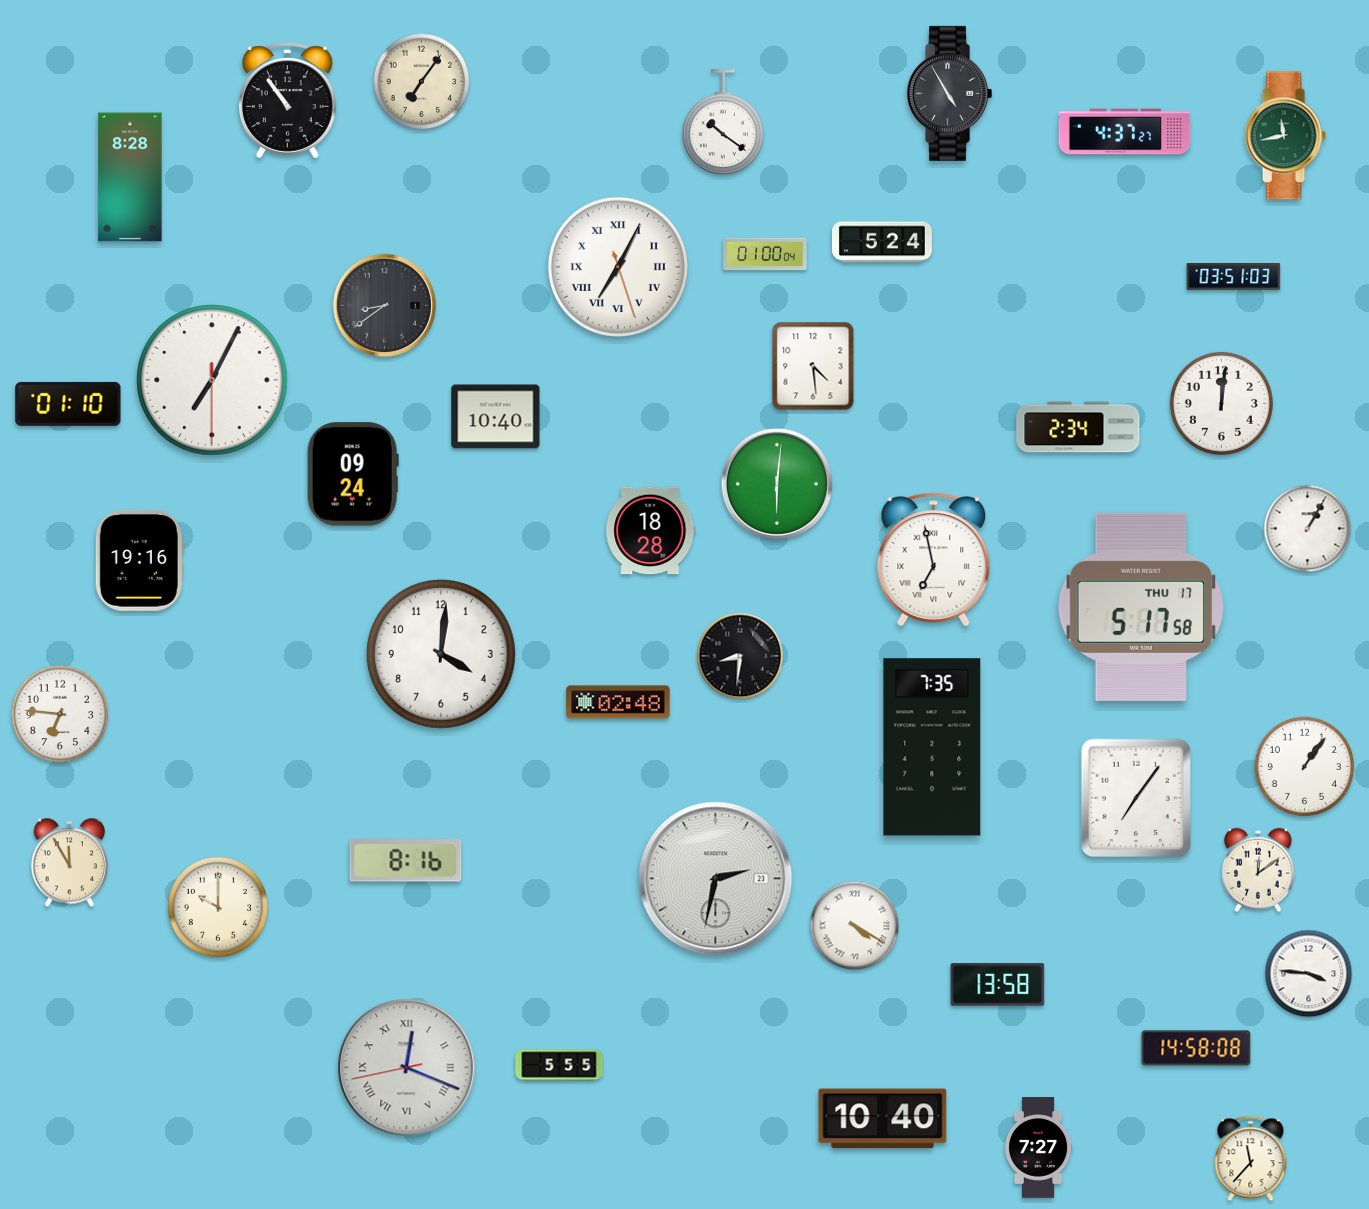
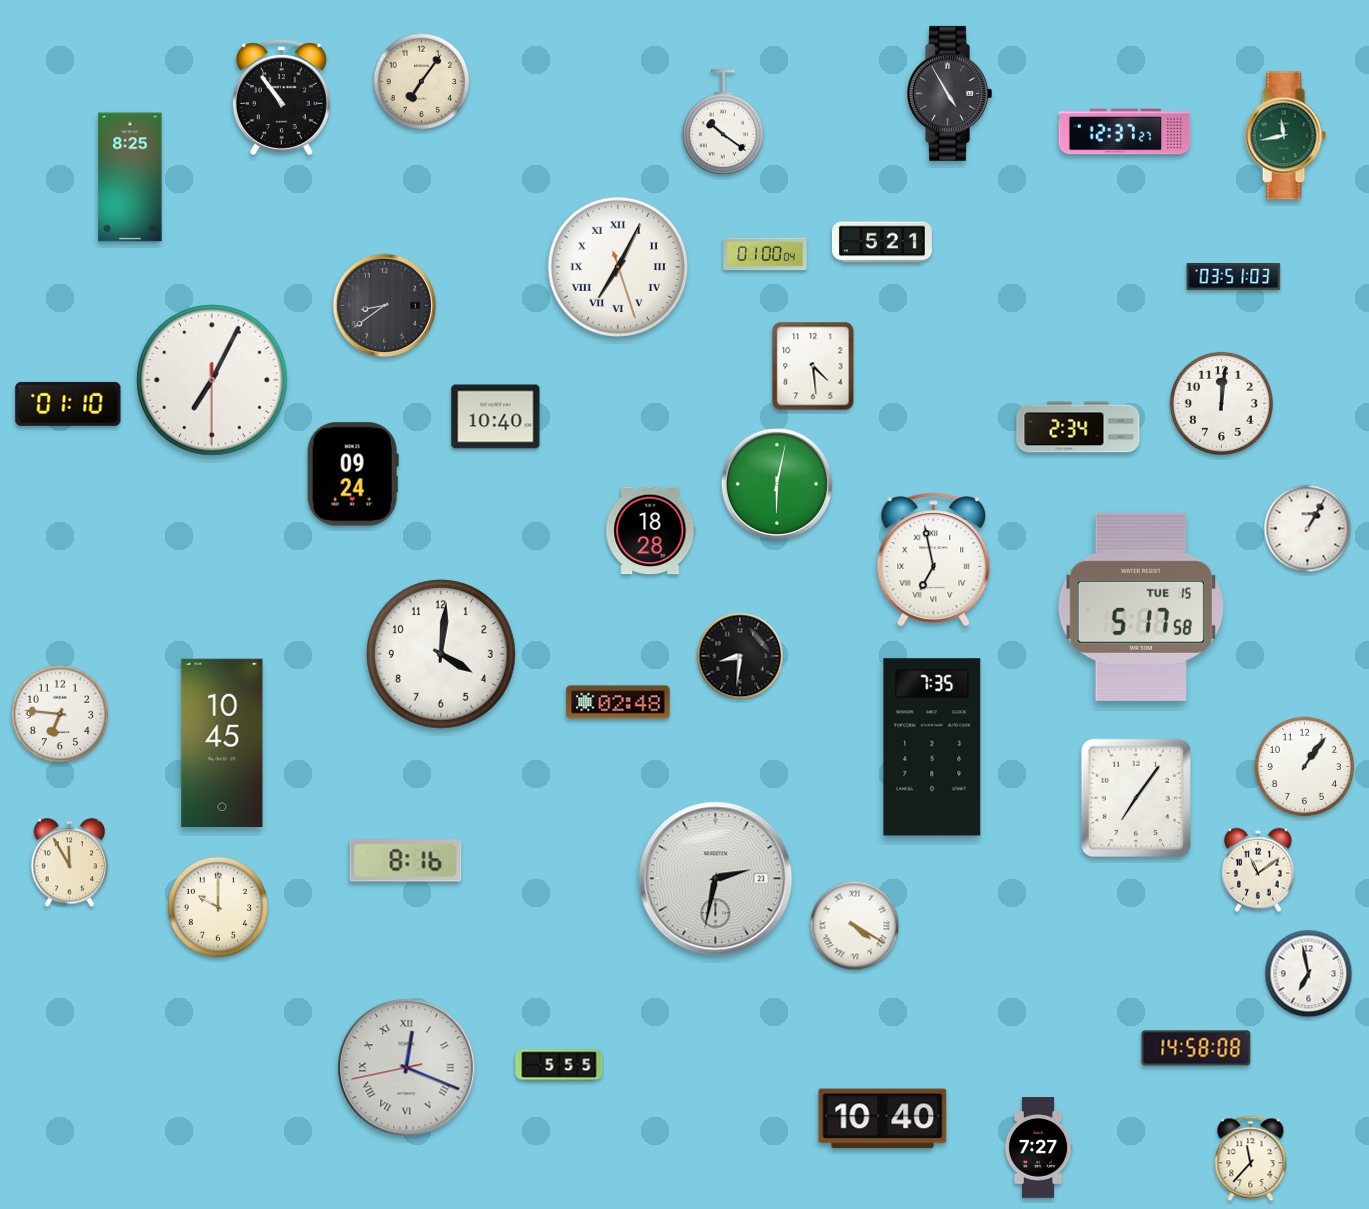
clock at (287, 101) position: (287, 101) -> (281, 98)
clock at (1125, 132): 4:37 -> 12:37
clock at (130, 177): 8:28 -> 8:25
clock at (882, 242): 5:24 -> 5:21
clock at (777, 484): 6:01 -> 6:02
clock at (139, 561): 19:16 -> none
clock at (1140, 607) date: THU 17 -> TUE 15
clock at (222, 742): none -> 10:45
clock at (1258, 870): 12:09 -> 11:09
clock at (1309, 974): 3:46 -> 6:58
clock at (998, 985): 13:58 -> none
